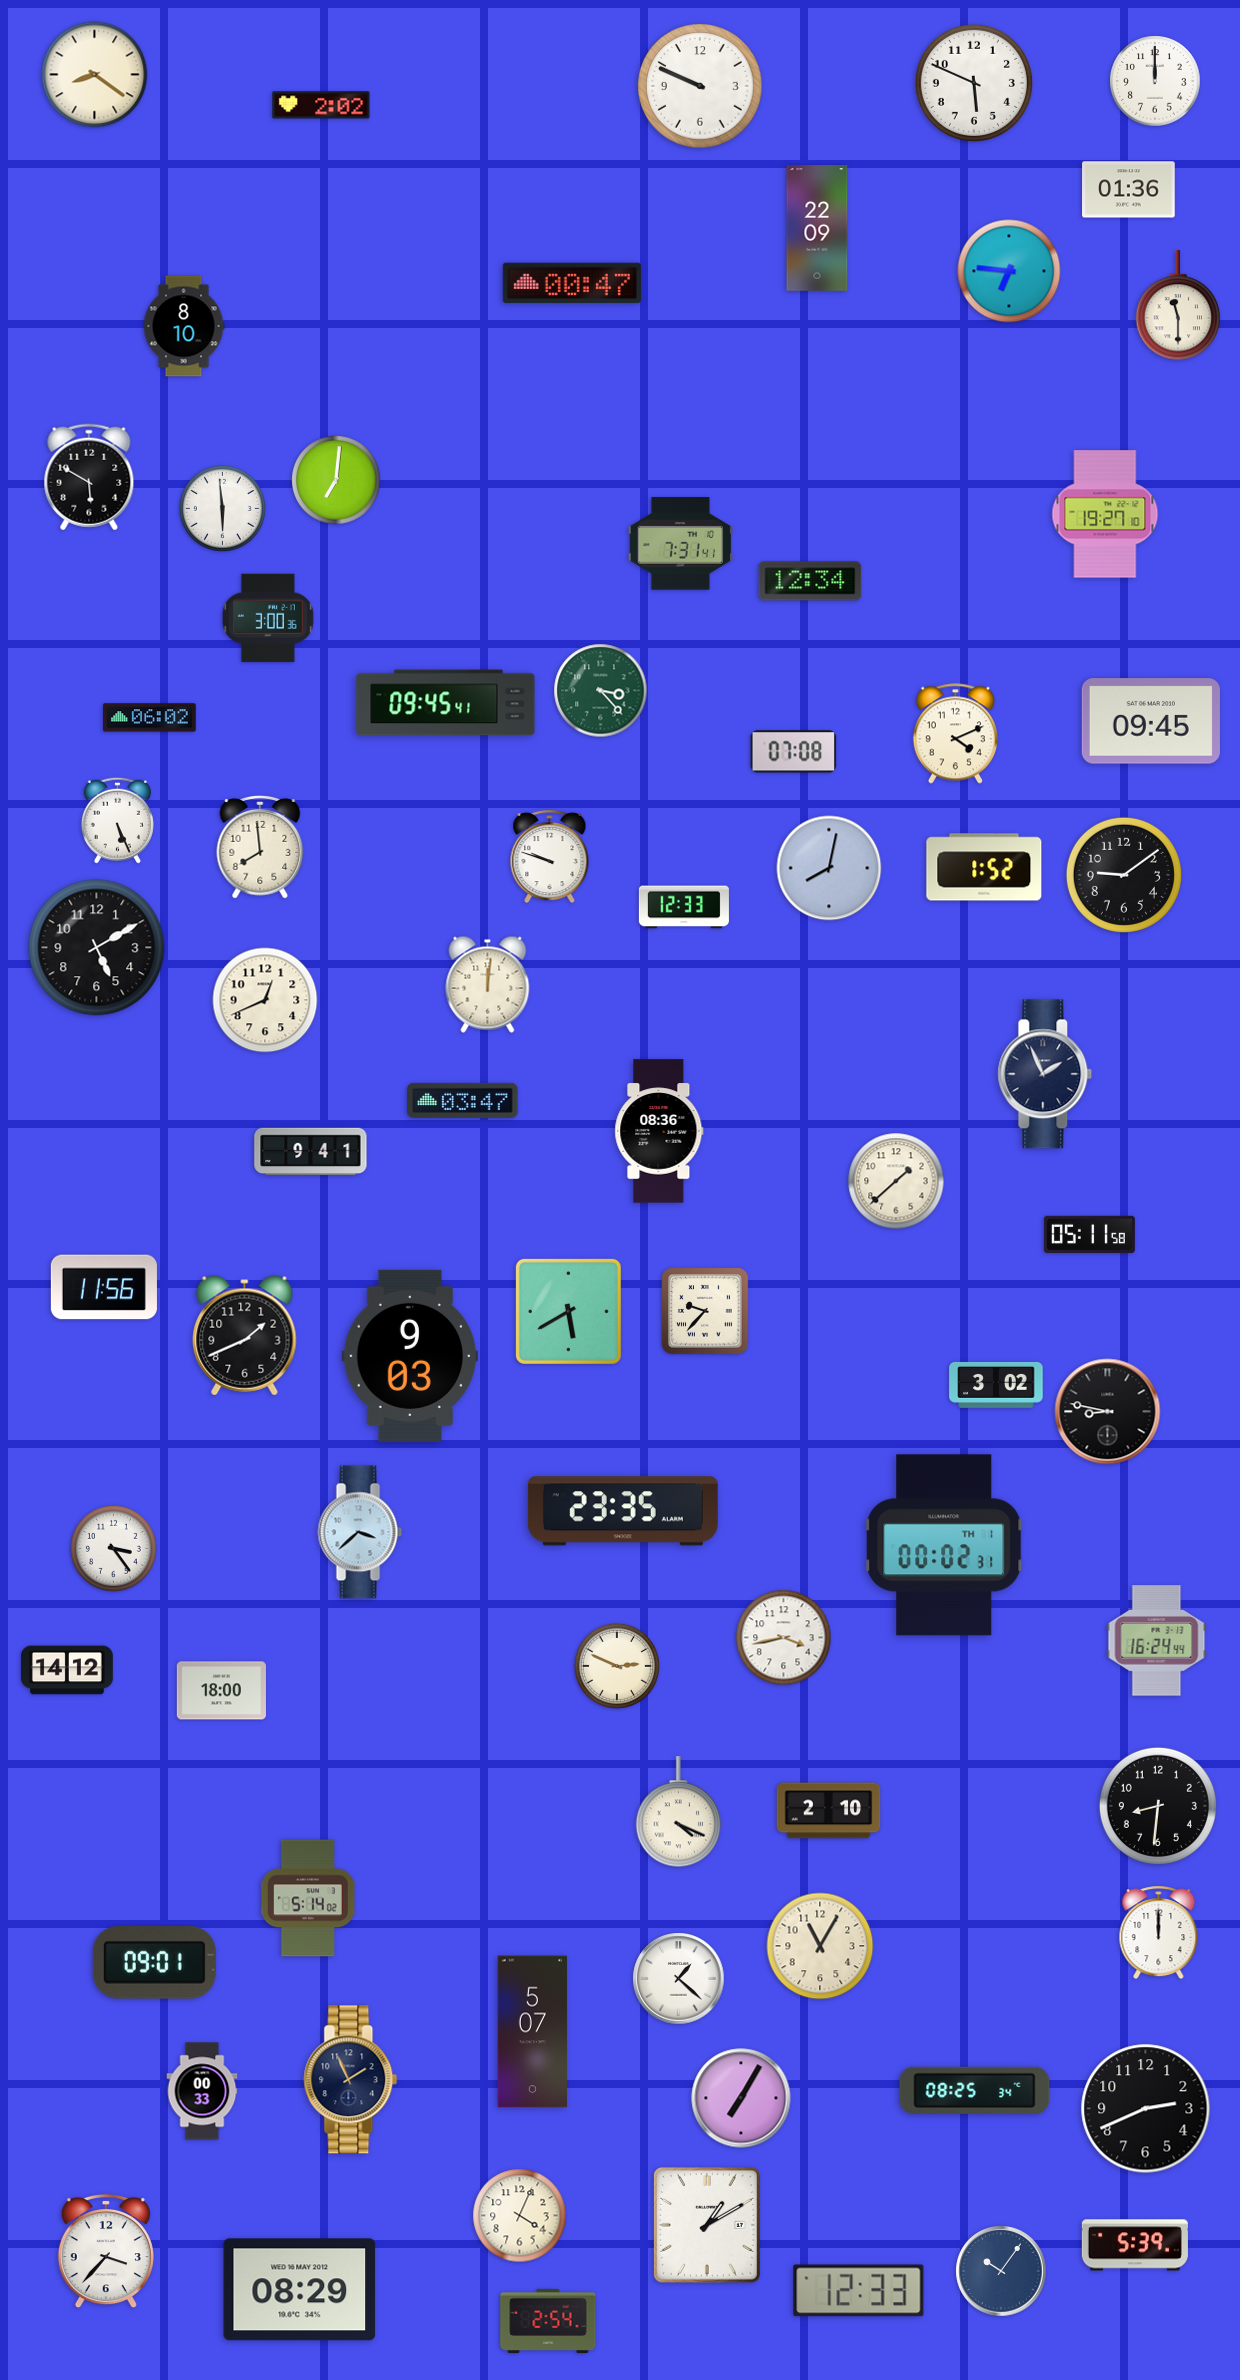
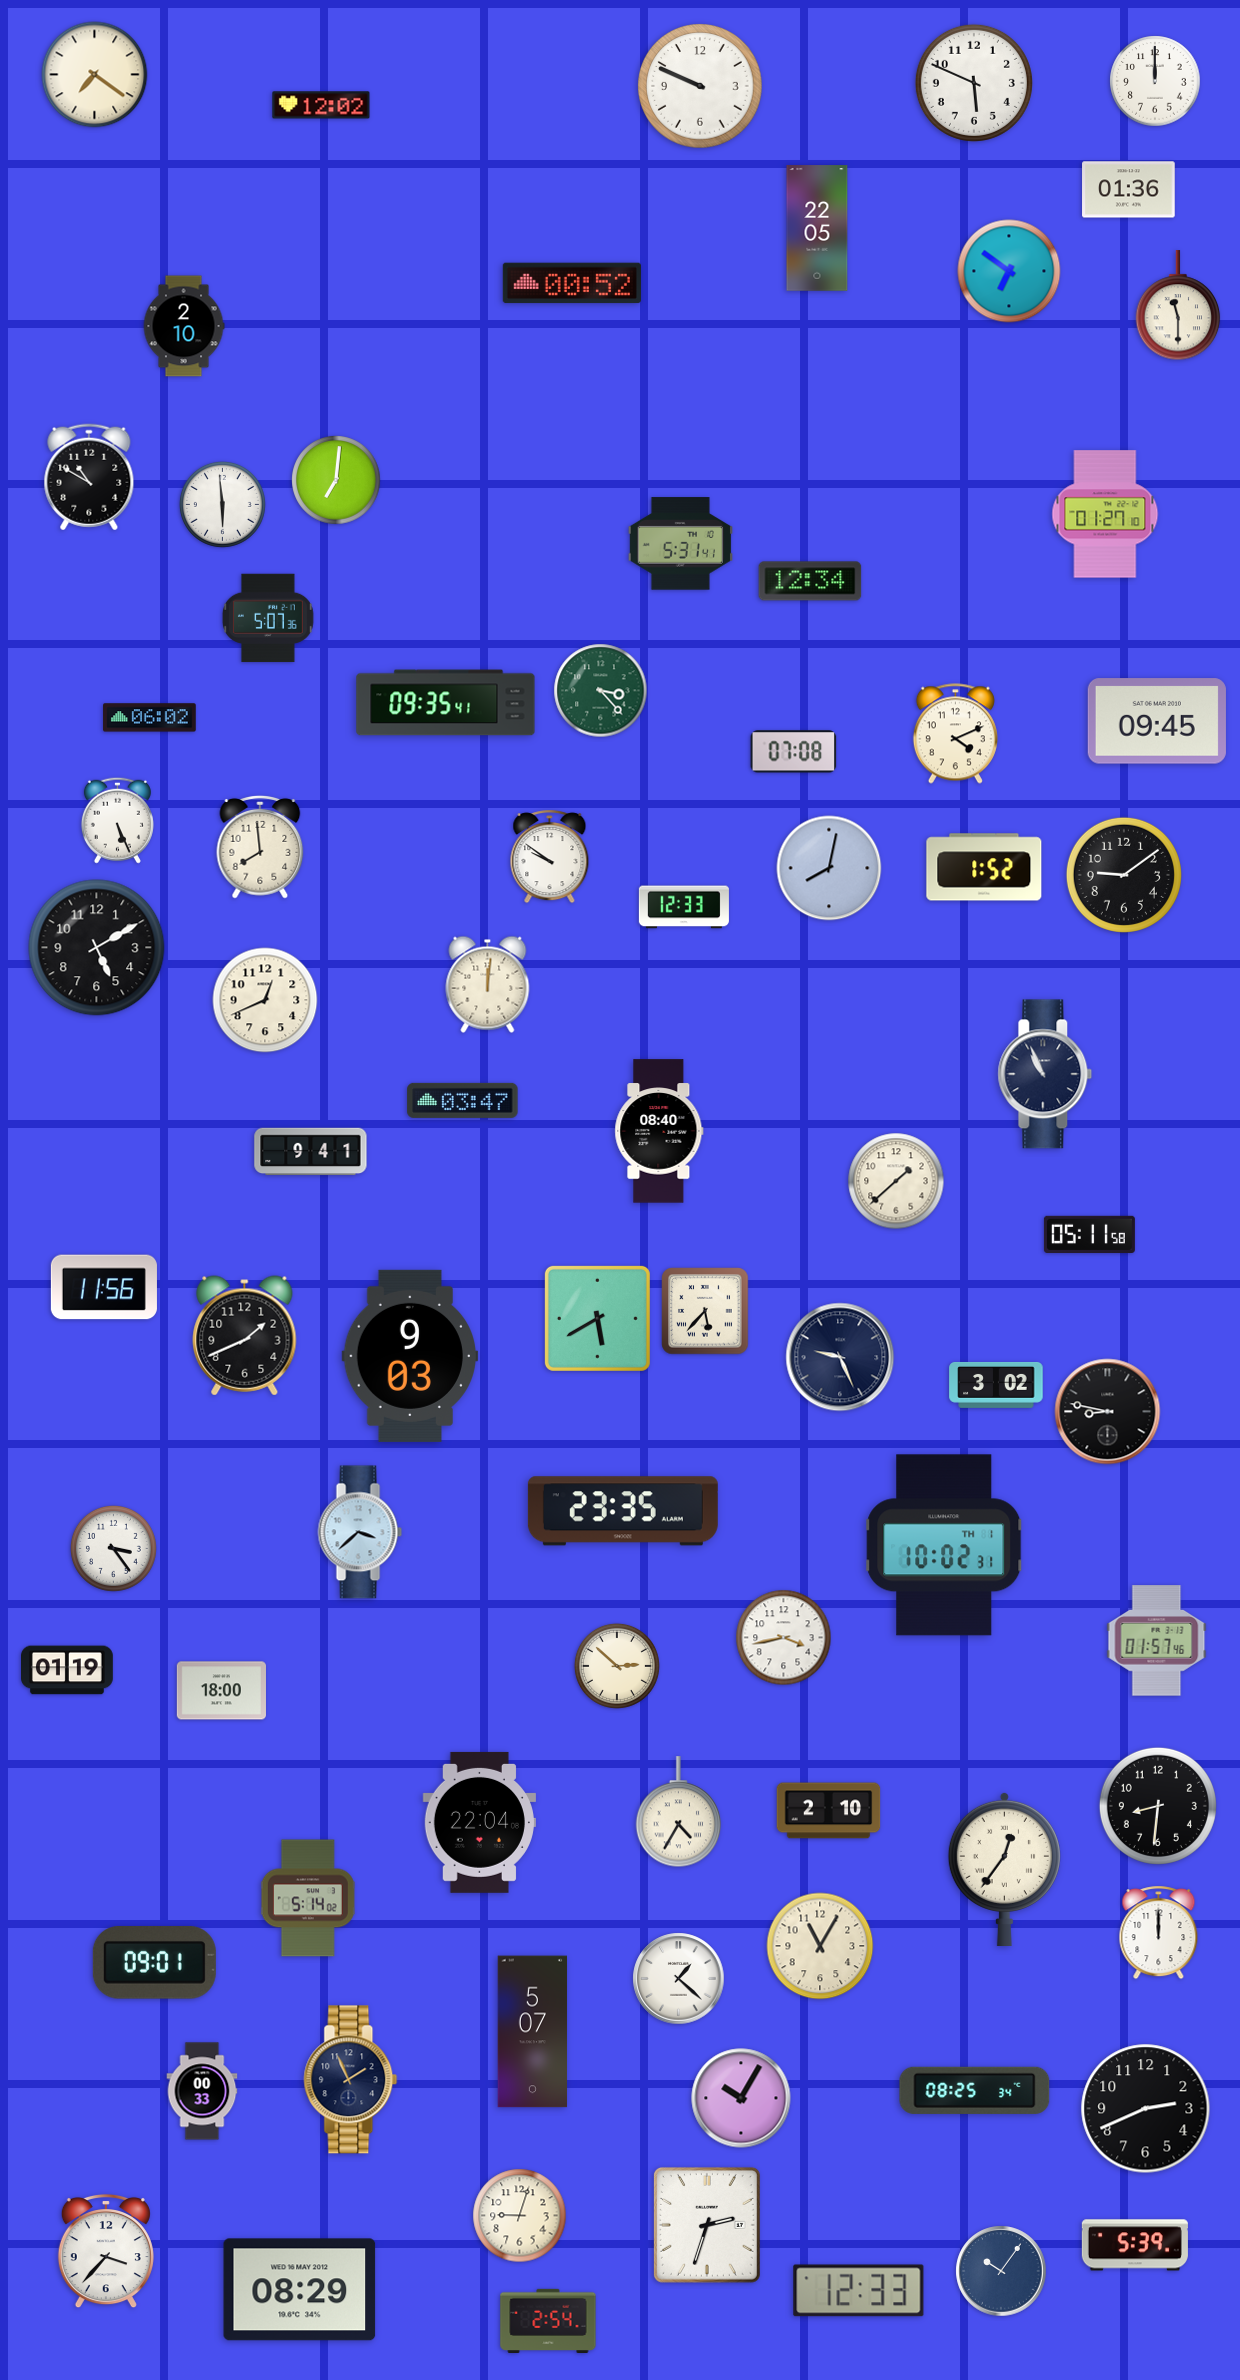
clock at (95, 75): 8:21 -> 7:21
clock at (321, 105): 2:02 -> 12:02
clock at (817, 228): 22:09 -> 22:05
clock at (1009, 271): 6:46 -> 6:51
clock at (572, 283): 00:47 -> 00:52
clock at (184, 326): 8:10 -> 2:10
clock at (89, 477): 5:50 -> 10:50
clock at (222, 508) position: (222, 508) -> (222, 504)
clock at (1105, 514): 19:27 -> 01:27
clock at (680, 544): 7:31 -> 5:31
clock at (268, 618): 3:00 -> 5:07
clock at (446, 703): 09:45 -> 09:35
clock at (1151, 721) position: (1151, 721) -> (1157, 721)
clock at (550, 857): 9:48 -> 9:51
clock at (1045, 1074): 1:56 -> 10:56
clock at (659, 1131): 08:36 -> 08:40
clock at (568, 1311) position: (568, 1311) -> (597, 1318)
clock at (705, 1311): 9:37 -> 5:37
clock at (840, 1357): none -> 9:26
clock at (945, 1545): 00:02 -> 10:02
clock at (1157, 1641): 16:24 -> 01:57
clock at (617, 1666): 2:49 -> 2:52
clock at (68, 1670): 14:12 -> 01:19
clock at (679, 1812): 4:19 -> 4:35
clock at (479, 1822): none -> 22:04
clock at (1004, 1868): none -> 12:36
clock at (741, 2098): 7:05 -> 10:05
clock at (520, 2216): 4:04 -> 9:03
clock at (707, 2225): 1:10 -> 2:33
